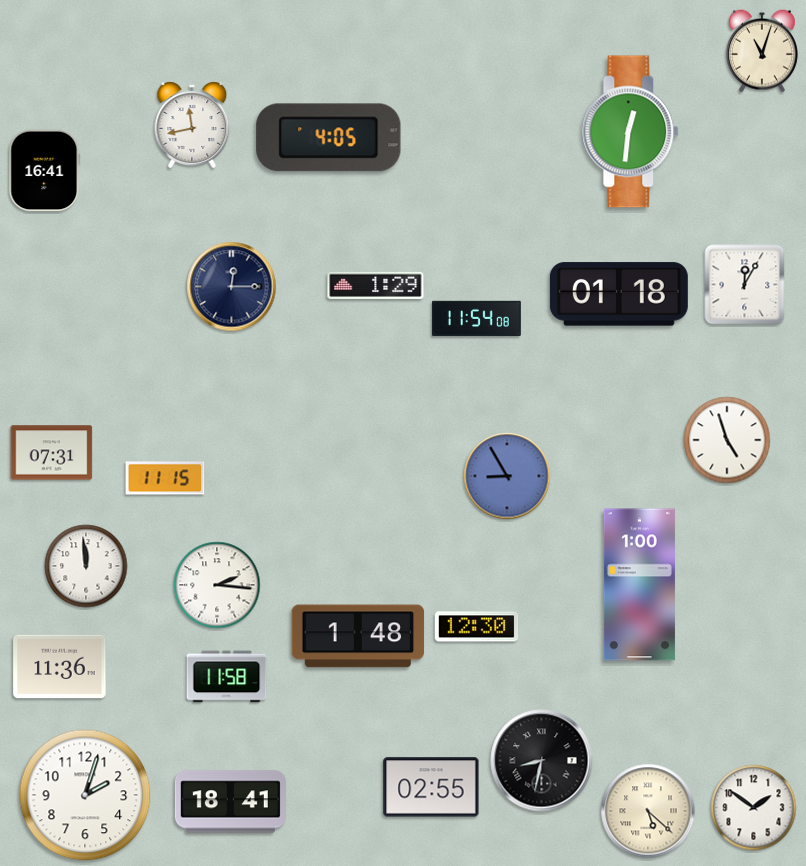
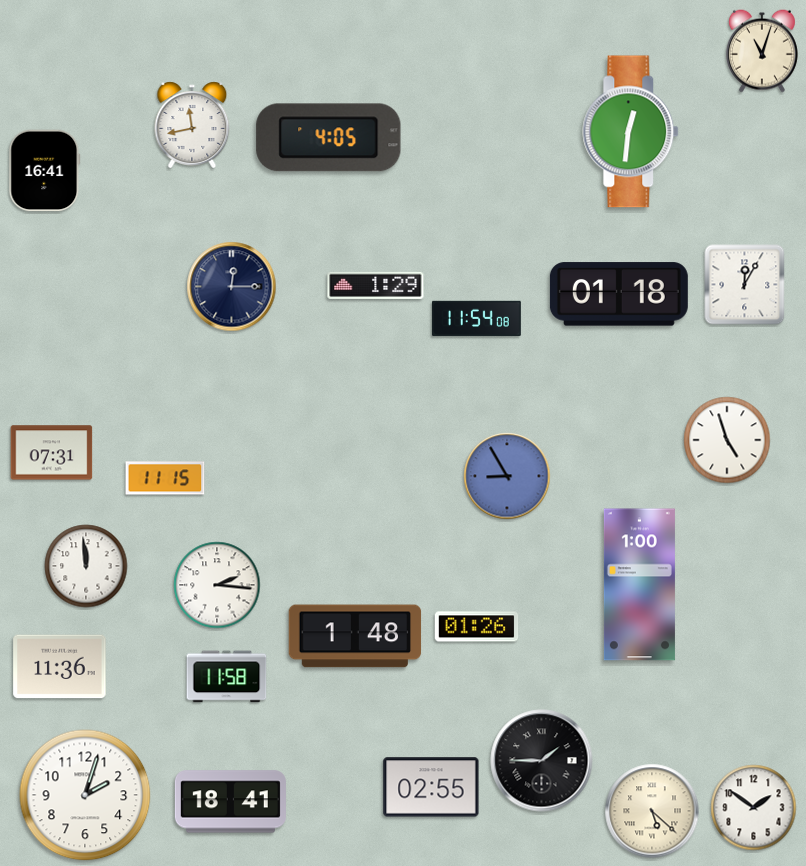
clock at (477, 627): 12:30 -> 01:26
clock at (358, 636) position: (358, 636) -> (355, 636)
clock at (542, 761): 8:32 -> 1:45
clock at (648, 811) position: (648, 811) -> (652, 811)
